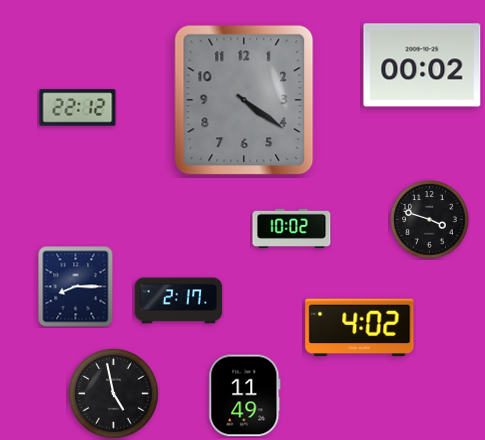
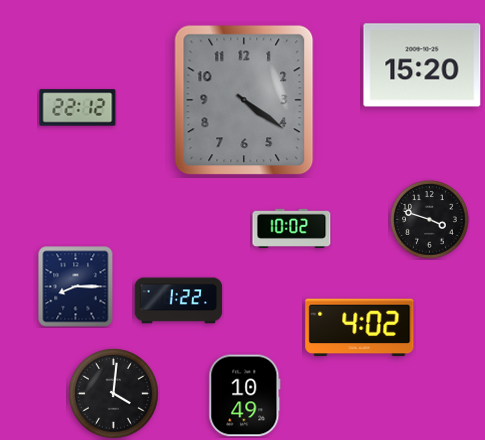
clock at (422, 65): 00:02 -> 15:20
clock at (179, 301): 2:17 -> 1:22
clock at (114, 394): 4:58 -> 4:01
clock at (245, 396): 11:49 -> 10:49
